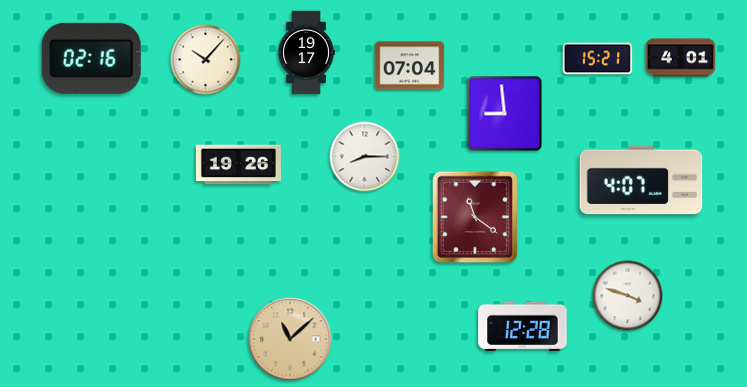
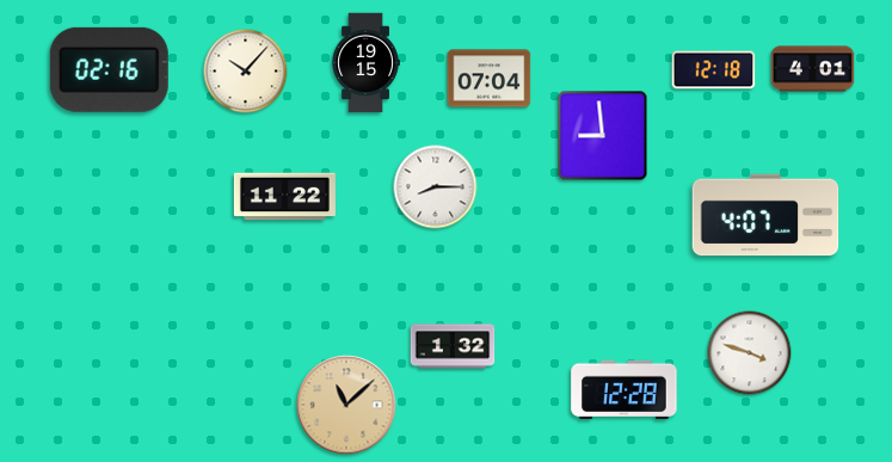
clock at (306, 53): 19:17 -> 19:15
clock at (598, 59): 15:21 -> 12:18
clock at (238, 165): 19:26 -> 11:22
clock at (475, 217): 11:21 -> none
clock at (453, 346): none -> 1:32
